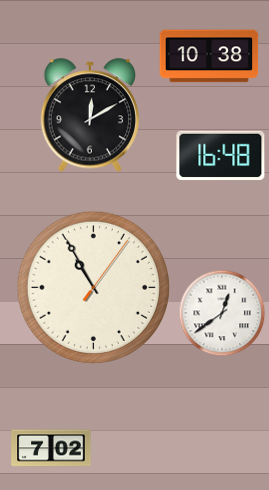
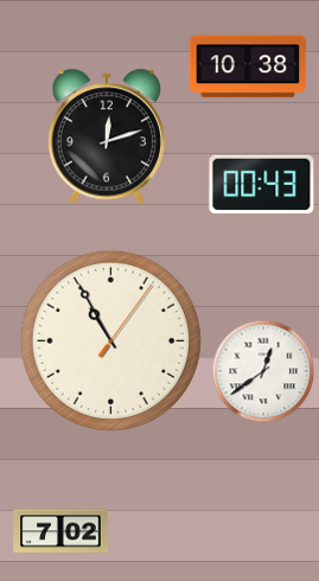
clock at (89, 115): 12:10 -> 12:12
clock at (221, 156): 16:48 -> 00:43
